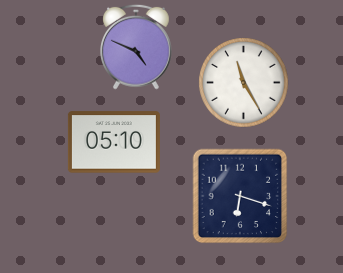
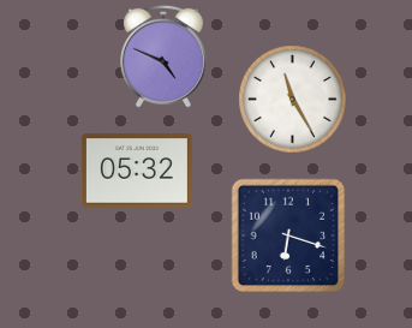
clock at (114, 142): 05:10 -> 05:32
